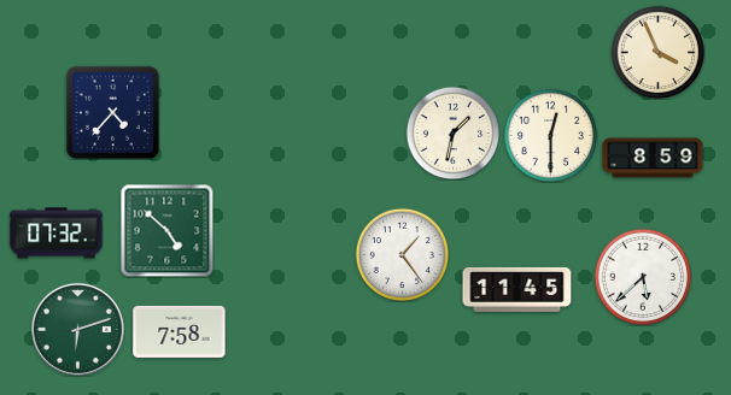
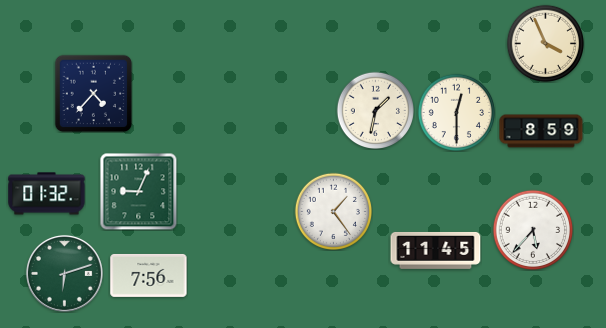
clock at (166, 230): 4:52 -> 9:04
clock at (57, 234): 07:32 -> 01:32
clock at (643, 277): 5:38 -> 5:37
clock at (517, 289) position: (517, 289) -> (436, 250)
clock at (180, 331): 7:58 -> 7:56
